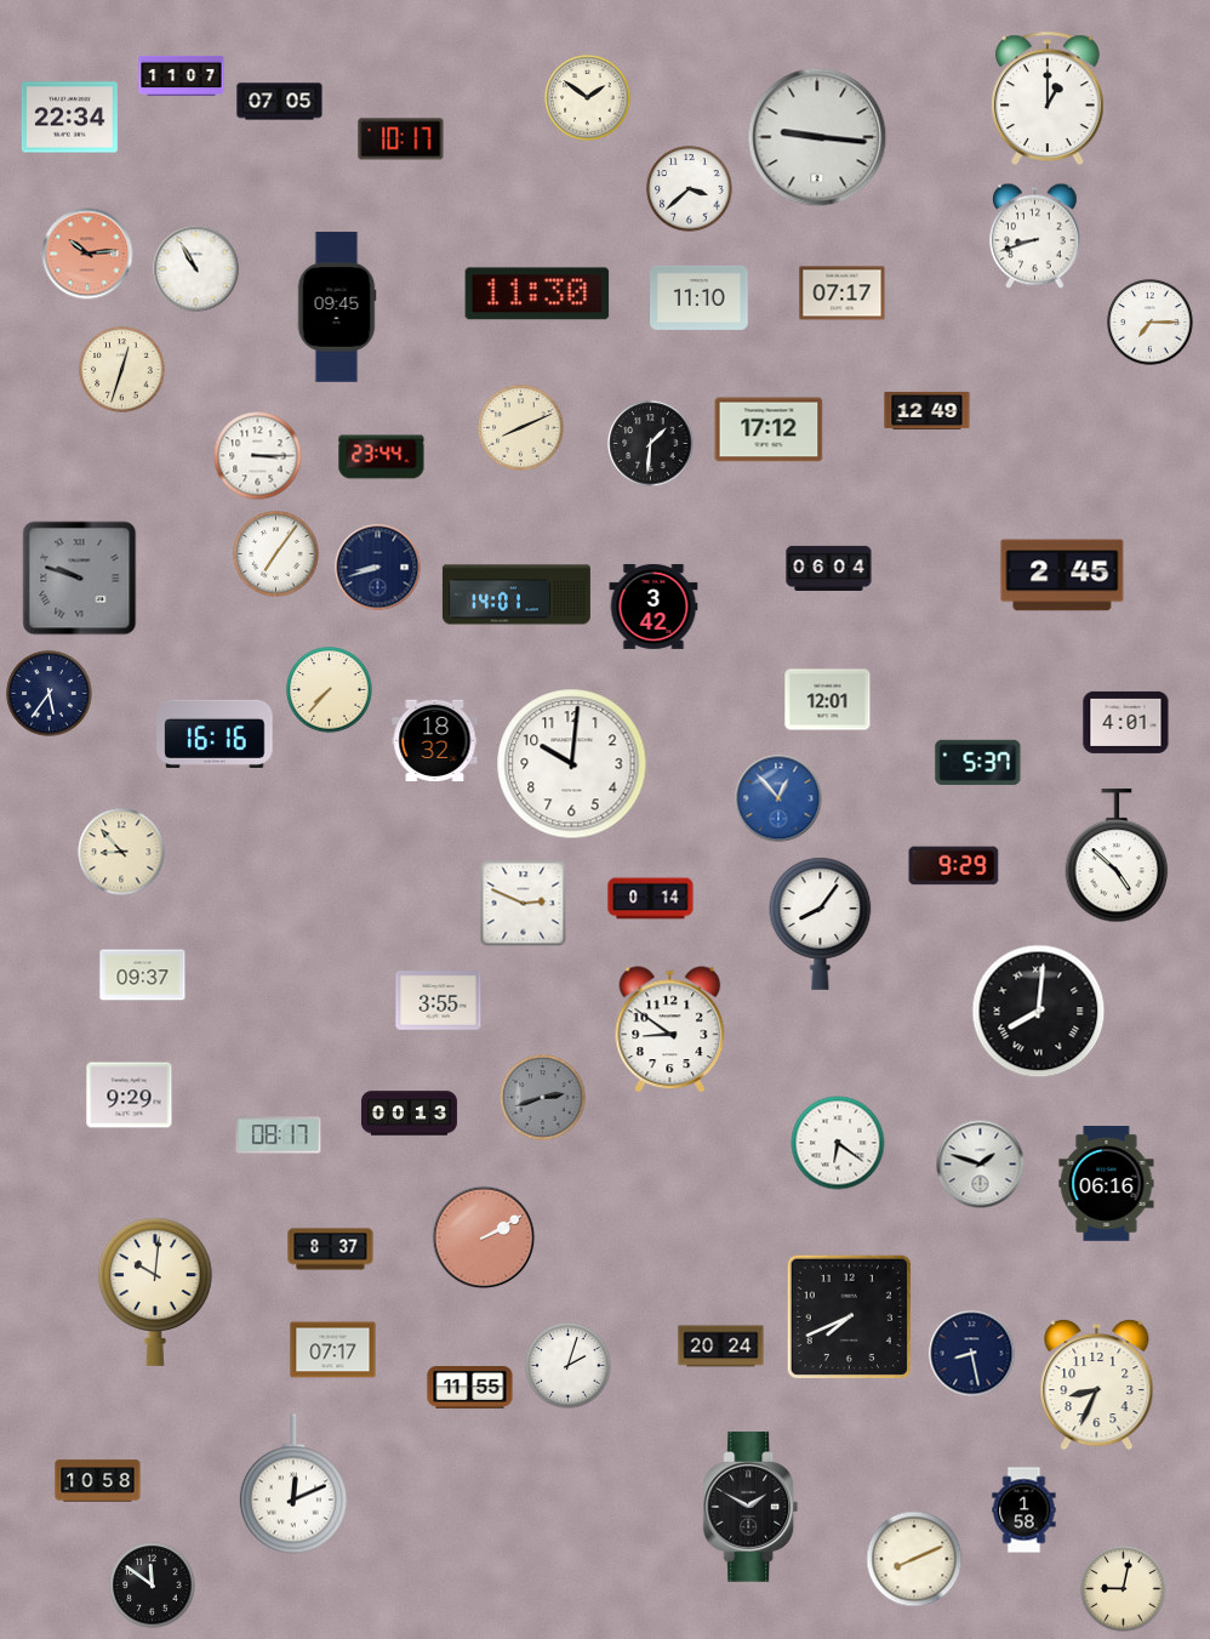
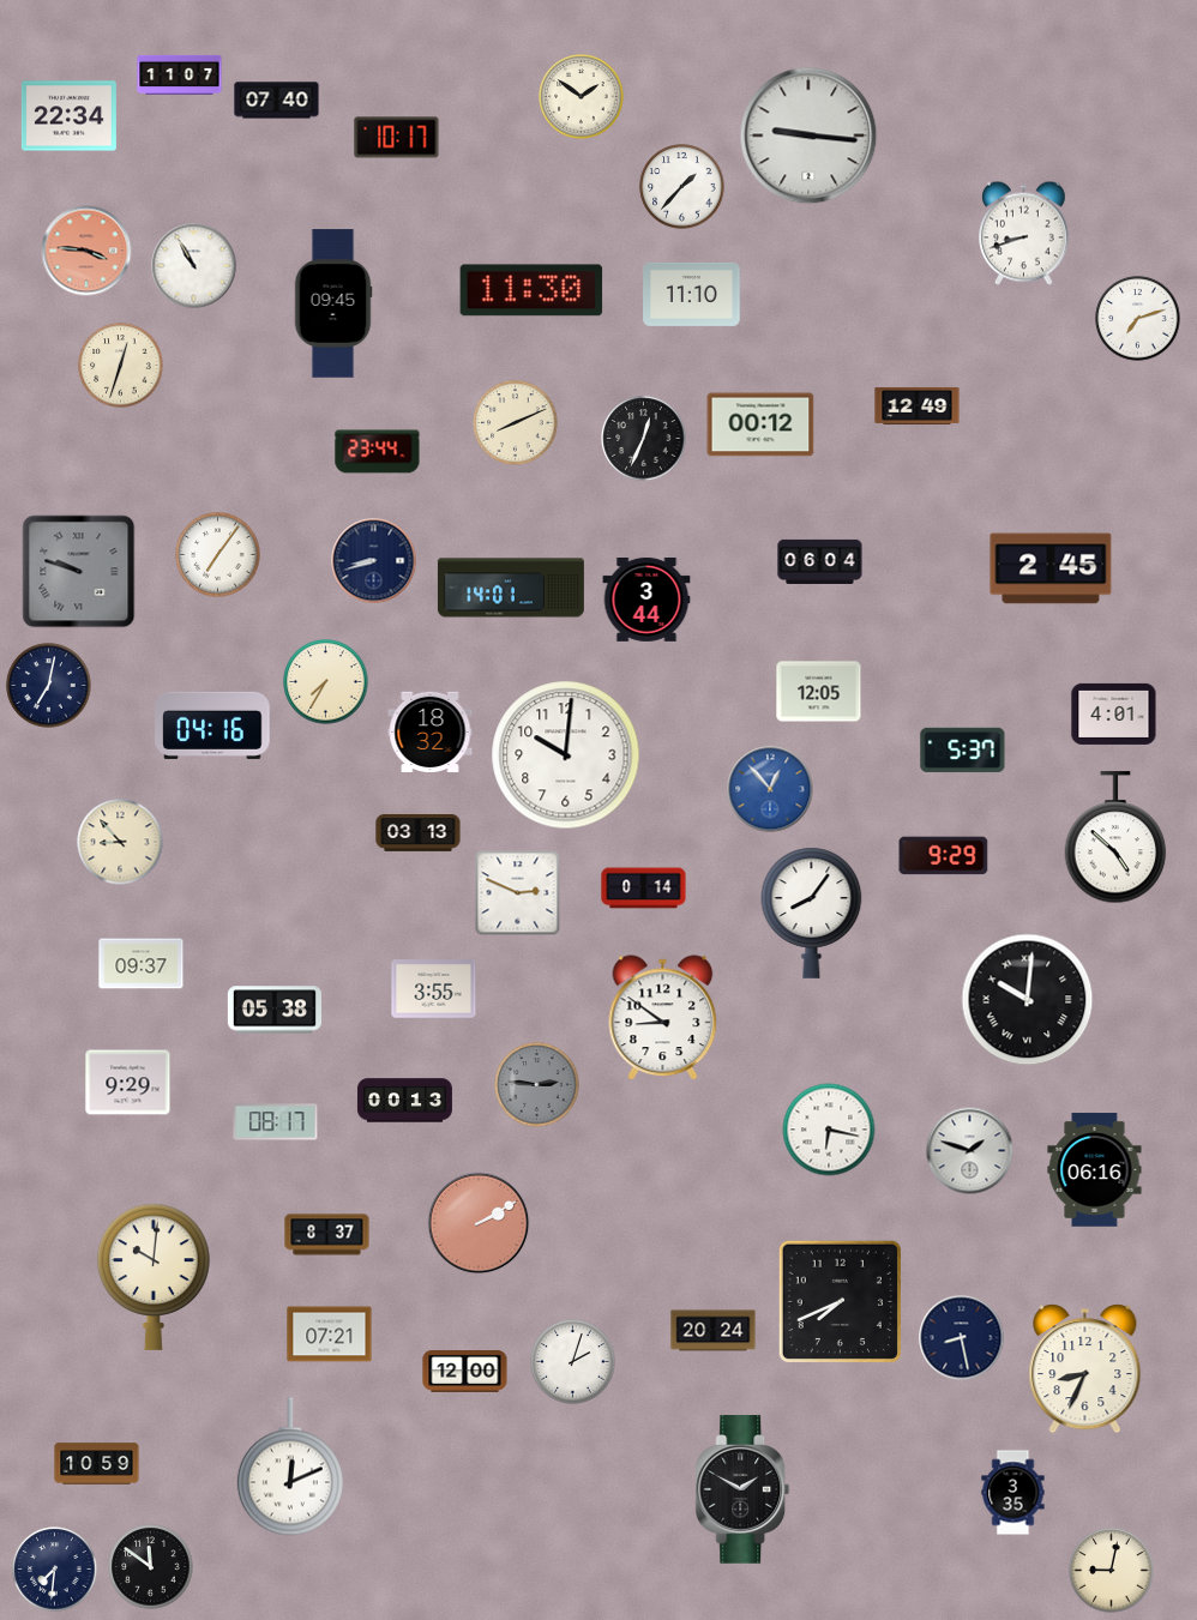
clock at (1048, 97): 1:00 -> none
clock at (280, 102): 07:05 -> 07:40
clock at (690, 189): 3:38 -> 1:37
clock at (87, 254): 10:14 -> 3:46
clock at (843, 294): 07:17 -> none
clock at (1151, 323): 7:15 -> 7:12
clock at (769, 429): 17:12 -> 00:12
clock at (651, 444): 1:31 -> 12:34
clock at (258, 456): 3:15 -> none
clock at (276, 554) position: (276, 554) -> (218, 555)
clock at (653, 607): 3:42 -> 3:44
clock at (330, 690): 7:37 -> 7:35
clock at (50, 694): 5:36 -> 7:02
clock at (828, 700): 12:01 -> 12:05
clock at (215, 734): 16:16 -> 04:16
clock at (978, 762) position: (978, 762) -> (963, 749)
clock at (419, 833): none -> 03:13
clock at (1117, 857) position: (1117, 857) -> (1115, 838)
clock at (1039, 1012): 8:01 -> 10:01
clock at (275, 1010): none -> 05:38
clock at (543, 1098): 2:42 -> 2:46
clock at (838, 1143): 6:21 -> 6:17
clock at (333, 1350): 07:17 -> 07:21
clock at (569, 1366) position: (569, 1366) -> (573, 1362)
clock at (470, 1388): 11:55 -> 12:00
clock at (98, 1481): 10:58 -> 10:59
clock at (1024, 1510): 1:58 -> 3:35
clock at (914, 1559): 8:11 -> none
clock at (55, 1570): none -> 7:31
